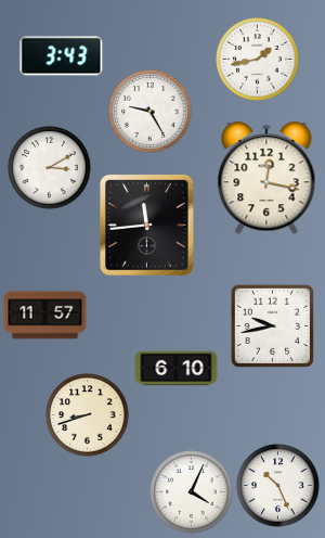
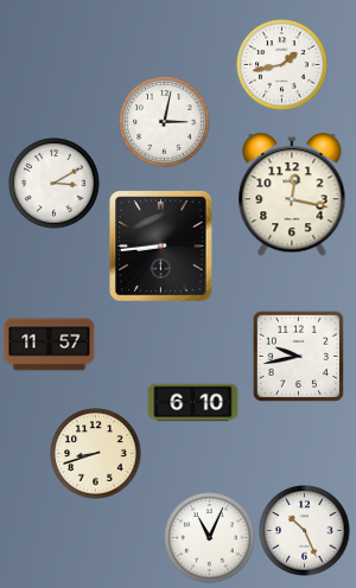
clock at (62, 56): 3:43 -> none
clock at (151, 112): 9:25 -> 3:02
clock at (147, 226): 11:44 -> 8:44
clock at (192, 492): 4:04 -> 11:04
